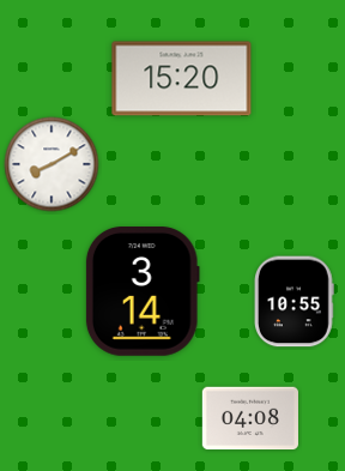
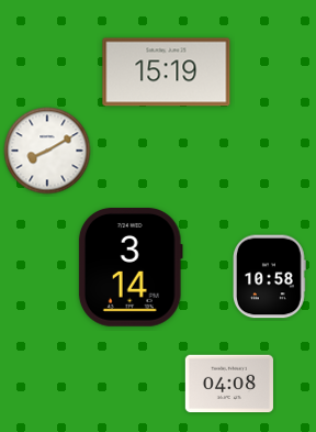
clock at (182, 79): 15:20 -> 15:19
clock at (295, 302): 10:55 -> 10:58
